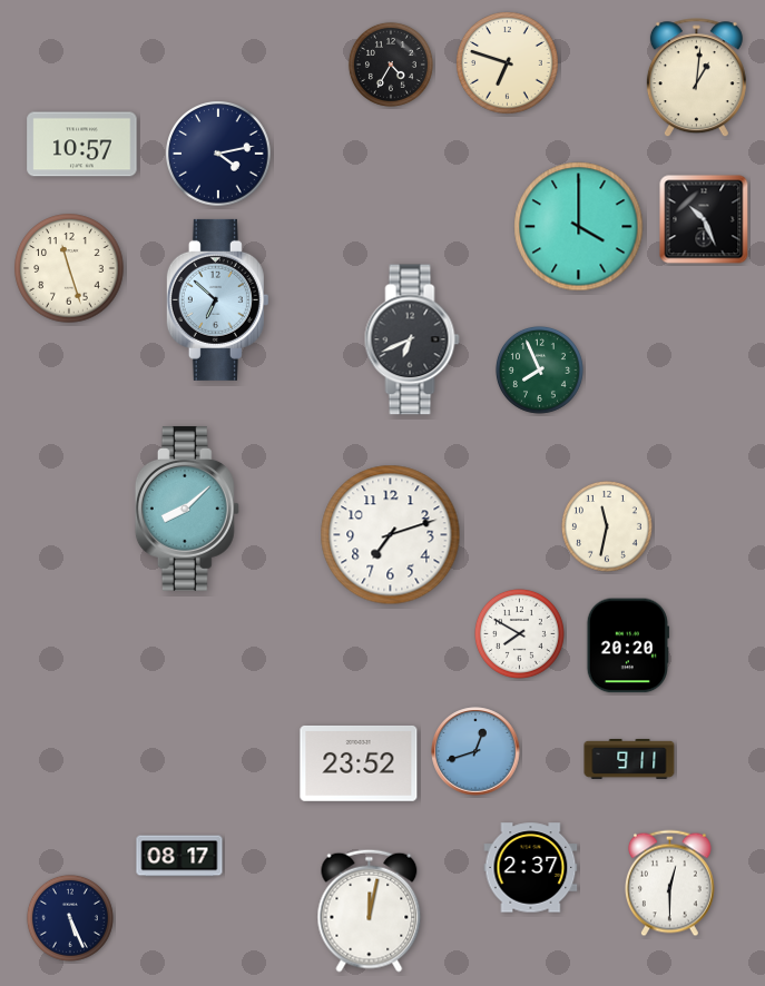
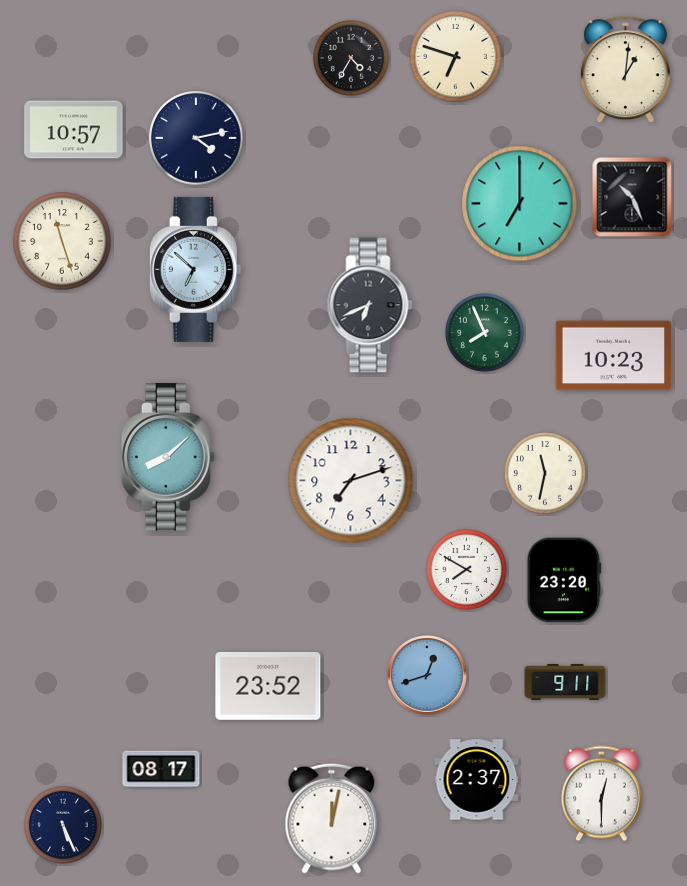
clock at (579, 227): 4:00 -> 7:00
clock at (613, 356): none -> 10:23
clock at (628, 645): 20:20 -> 23:20
clock at (359, 763) position: (359, 763) -> (268, 686)
